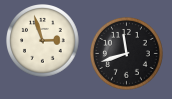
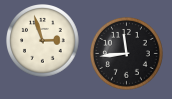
clock at (127, 54): 11:42 -> 11:44
